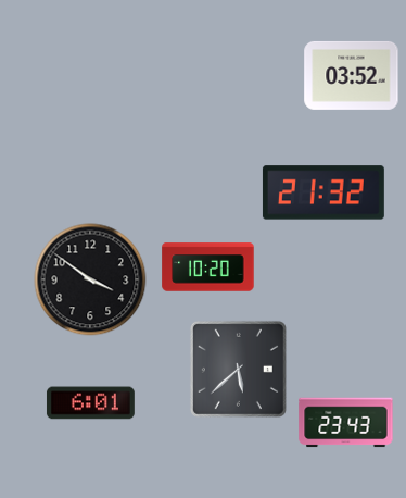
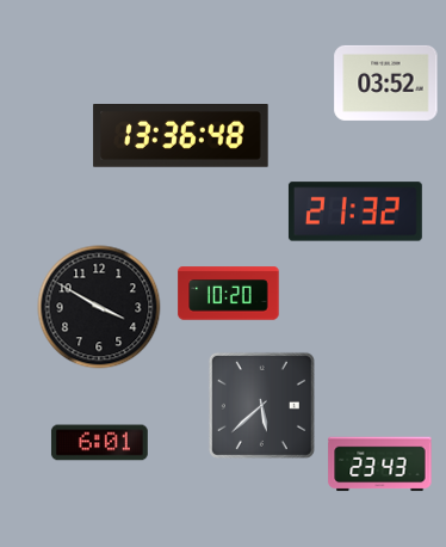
clock at (181, 136): none -> 13:36
clock at (90, 279): 3:51 -> 3:50
